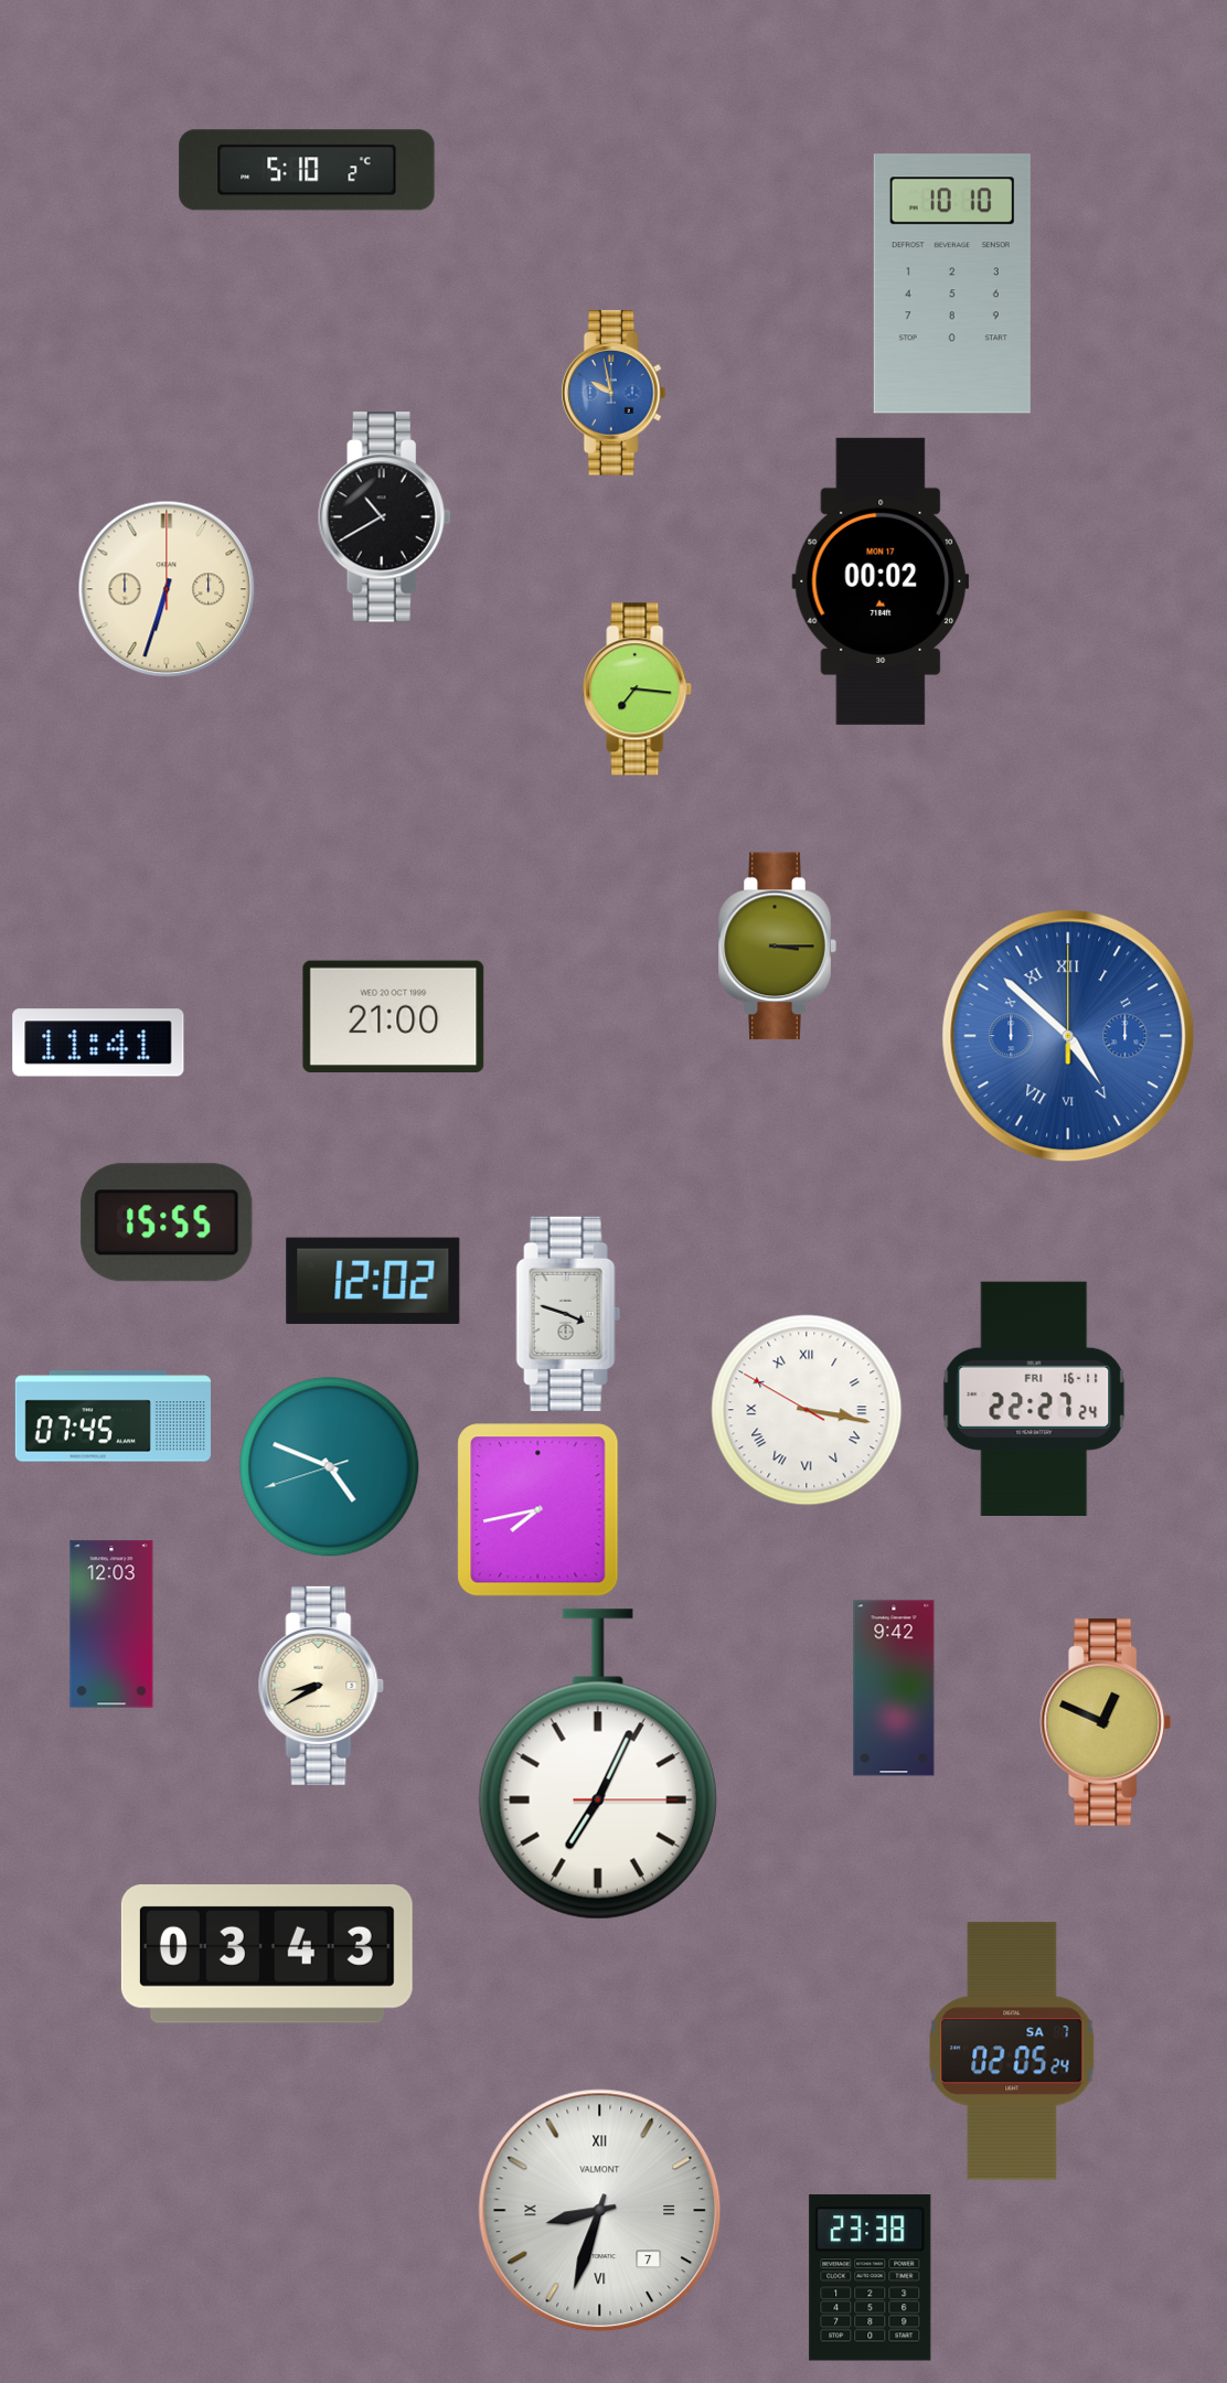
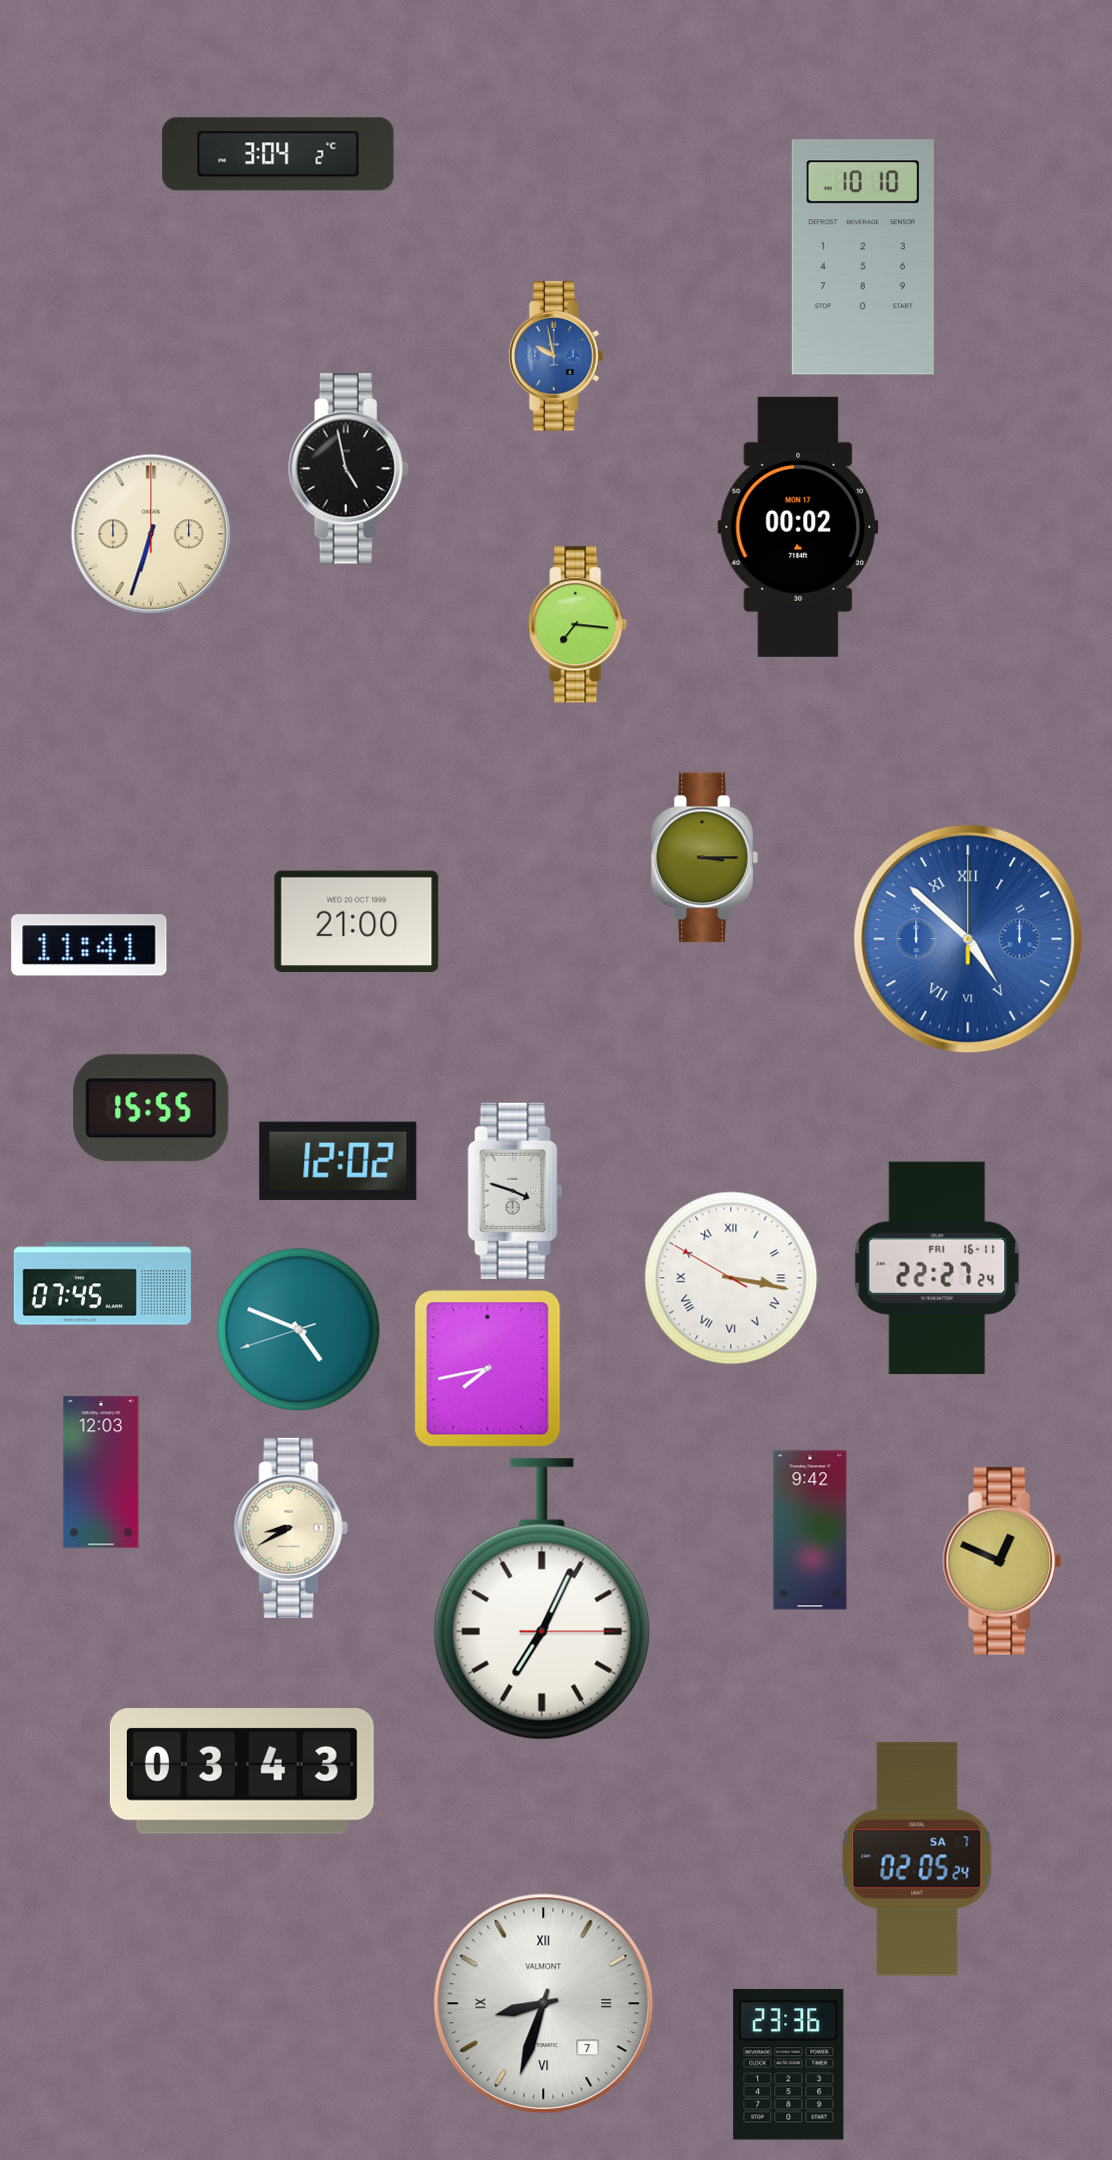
clock at (307, 170): 5:10 -> 3:04
clock at (384, 517): 10:40 -> 4:58
clock at (871, 2278): 23:38 -> 23:36
